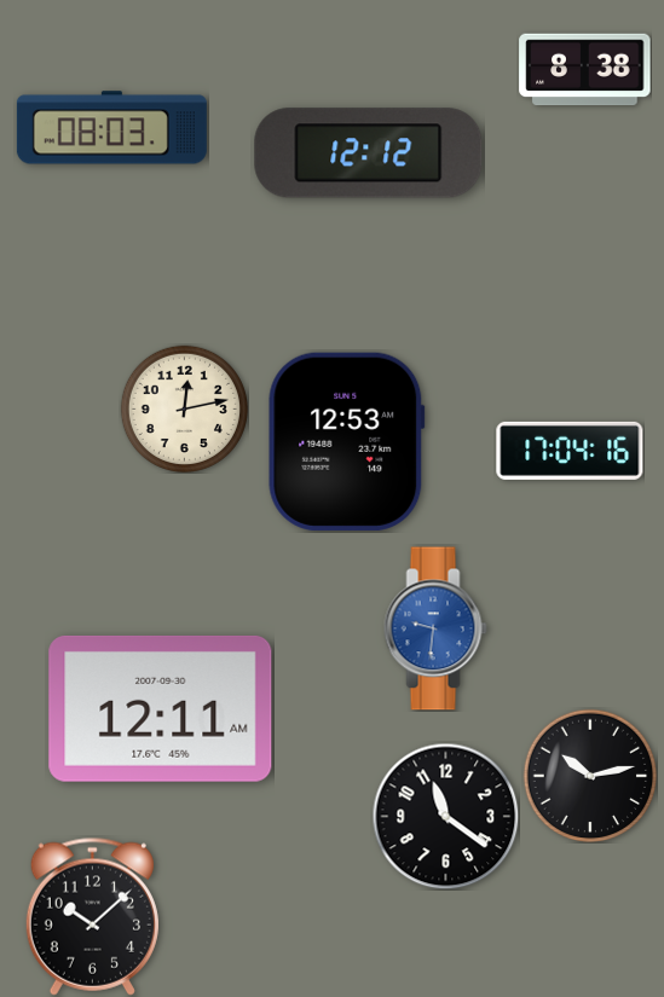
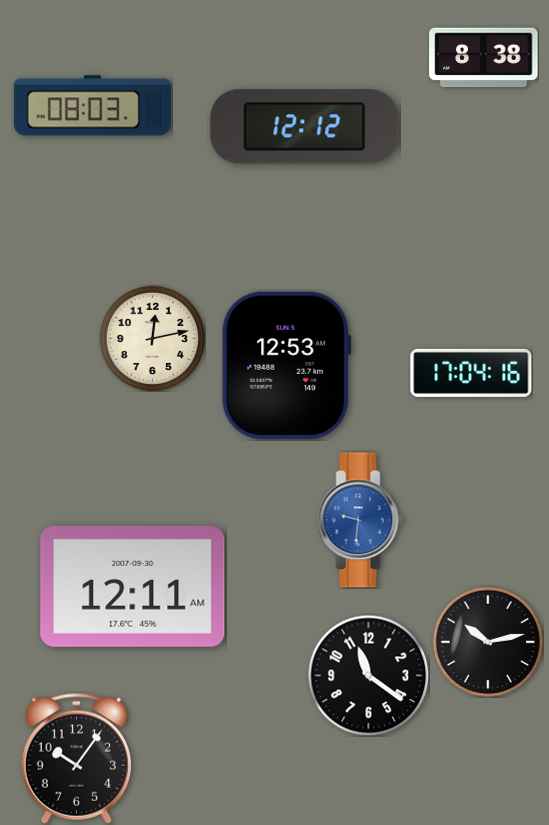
clock at (92, 916): 10:08 -> 10:06
